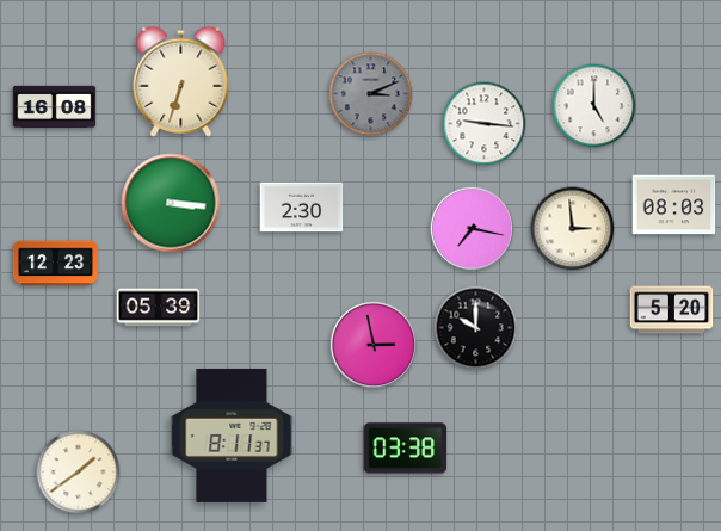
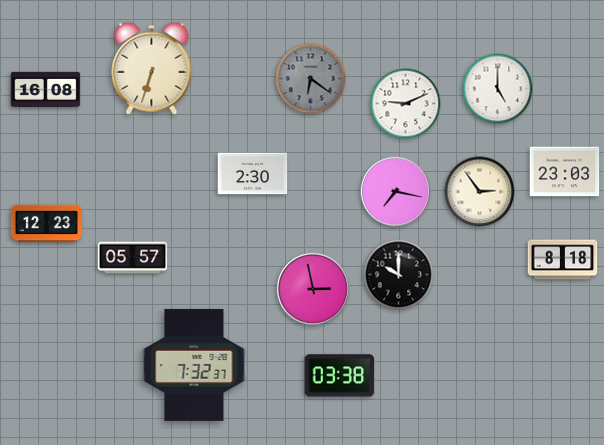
clock at (371, 94): 3:11 -> 6:21
clock at (485, 124): 9:16 -> 9:11
clock at (171, 203): 3:16 -> none
clock at (674, 205): 08:03 -> 23:03
clock at (573, 229): 2:59 -> 2:54
clock at (55, 264) position: (55, 264) -> (46, 224)
clock at (159, 308): 05:39 -> 05:57
clock at (672, 310): 5:20 -> 8:18
clock at (232, 436): 8:11 -> 7:32
clock at (79, 473): 1:39 -> none
